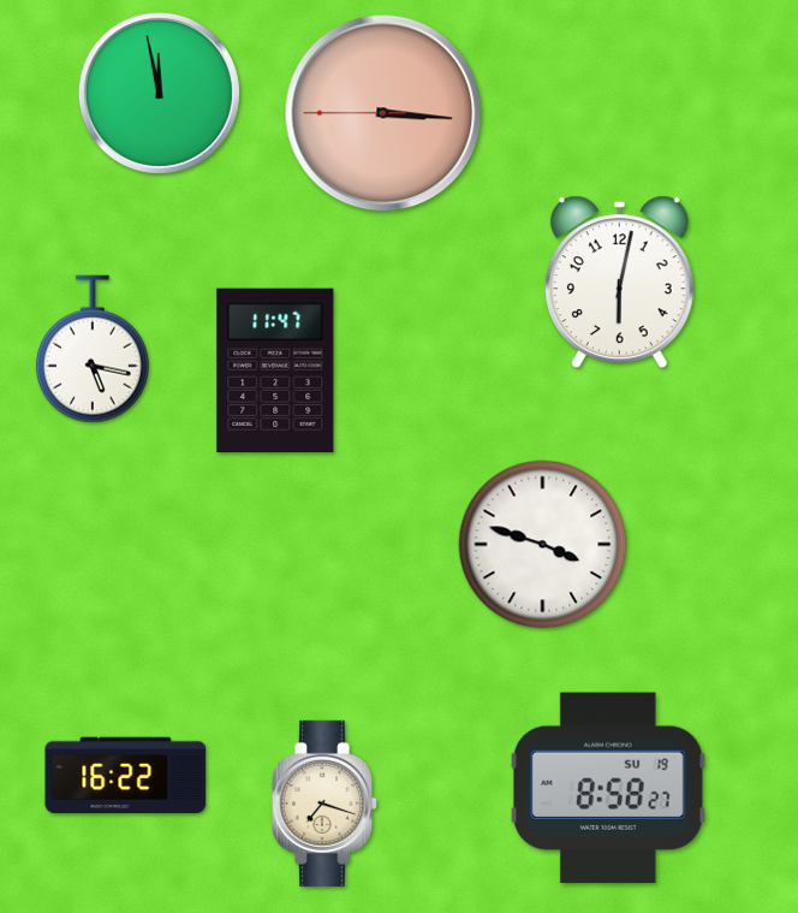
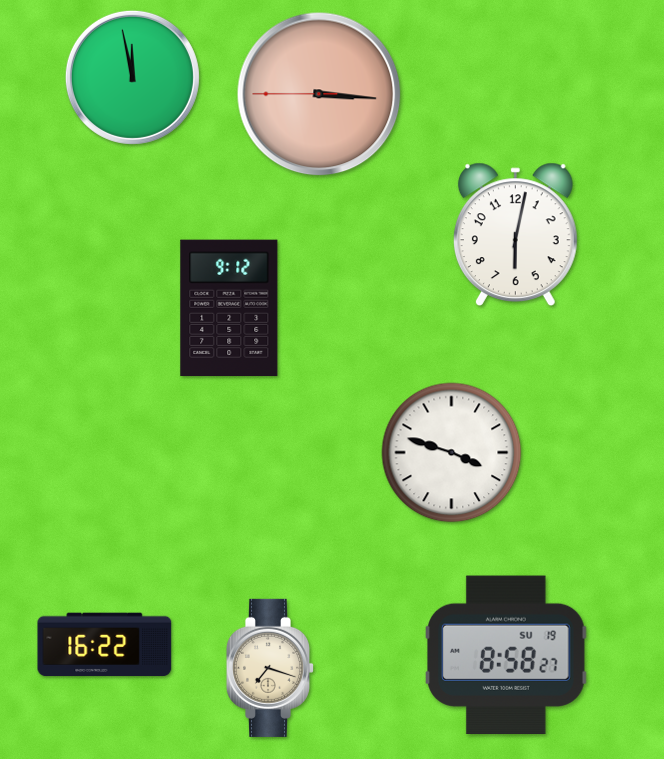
clock at (93, 349): 5:17 -> none
clock at (275, 369): 11:47 -> 9:12
